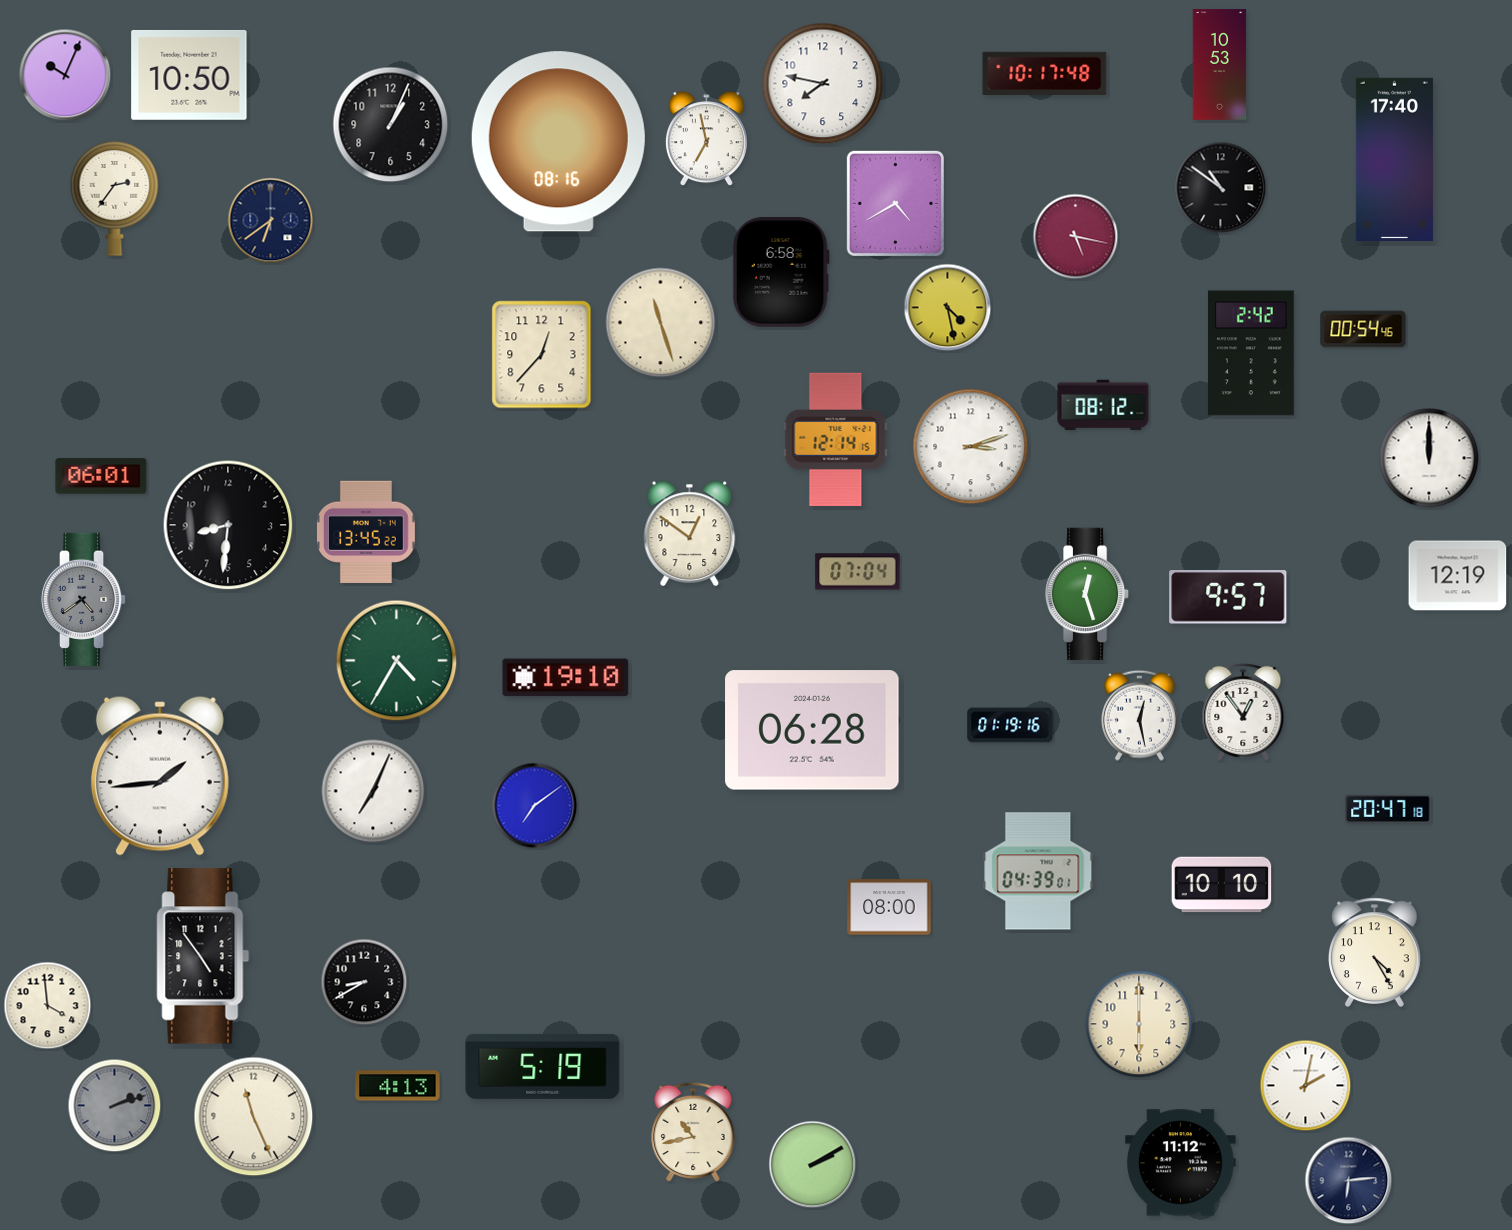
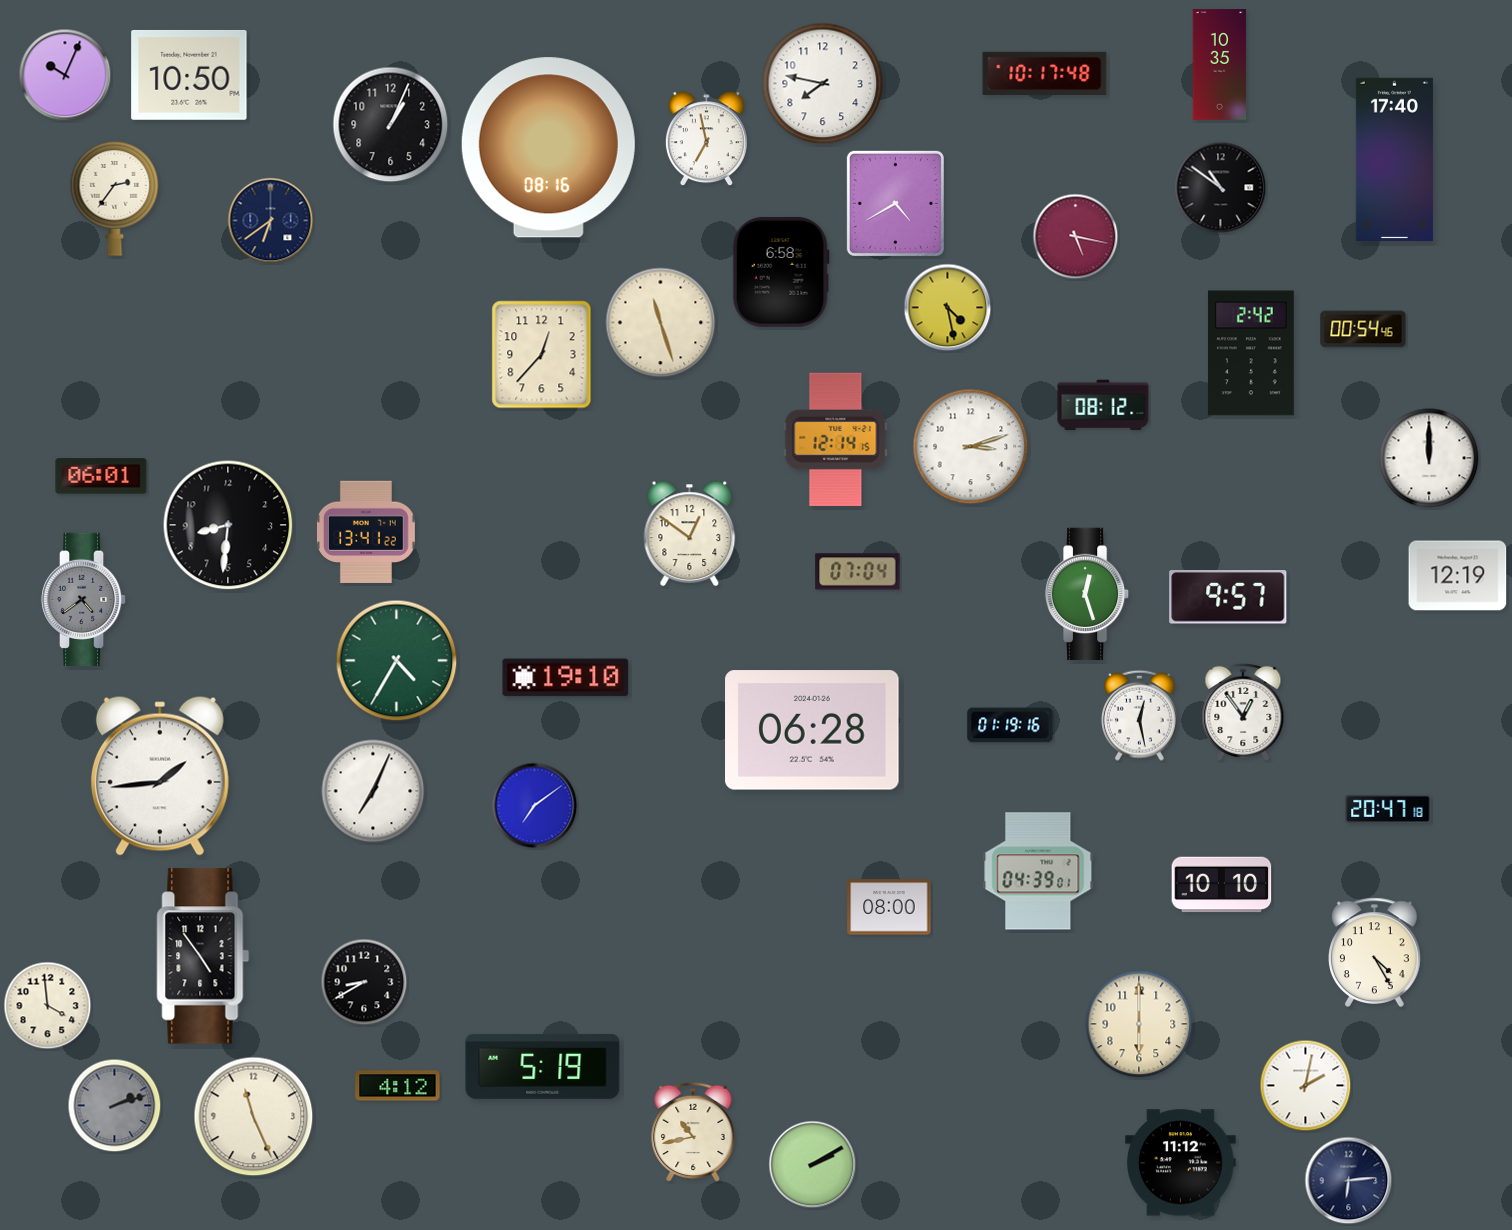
clock at (1220, 65): 10:53 -> 10:35
clock at (558, 142) position: (558, 142) -> (548, 148)
clock at (367, 531): 13:45 -> 13:41
clock at (398, 1086): 4:13 -> 4:12
